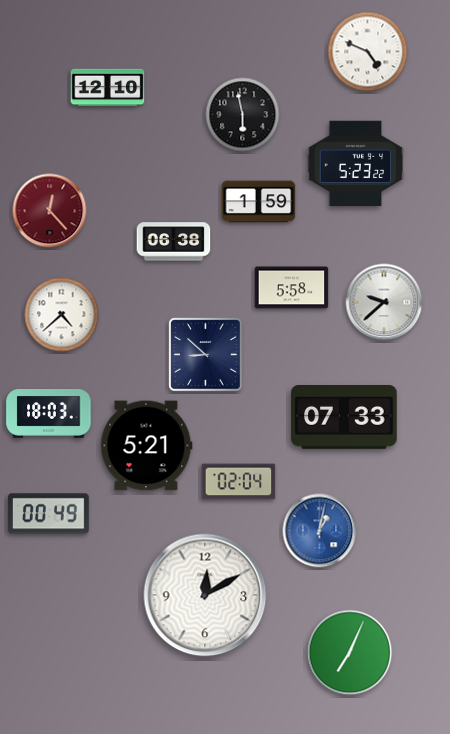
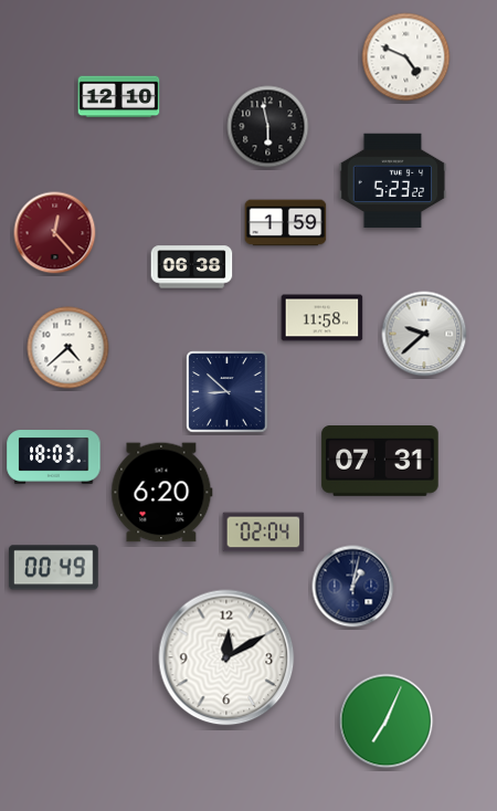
clock at (292, 288): 5:58 -> 11:58
clock at (344, 418): 07:33 -> 07:31
clock at (147, 446): 5:21 -> 6:20
clock at (320, 531) dial: blue -> navy
